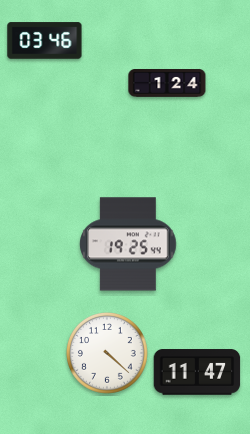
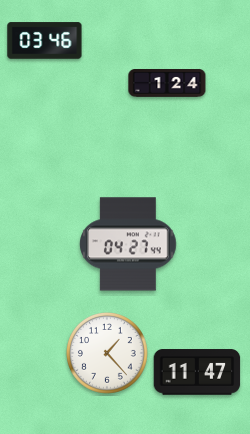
clock at (128, 244): 19:25 -> 04:27
clock at (108, 354): 4:22 -> 1:23
